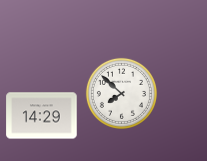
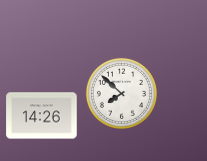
clock at (42, 116): 14:29 -> 14:26
